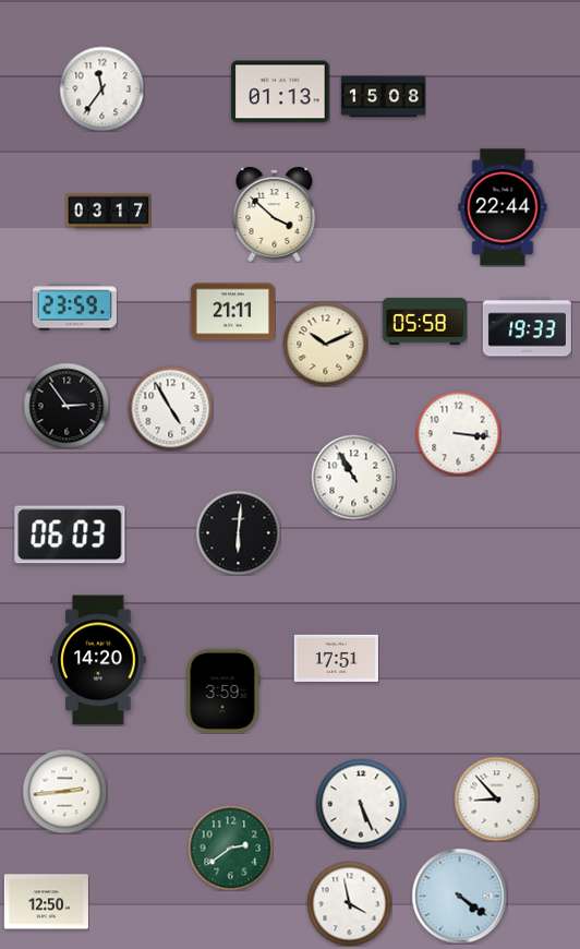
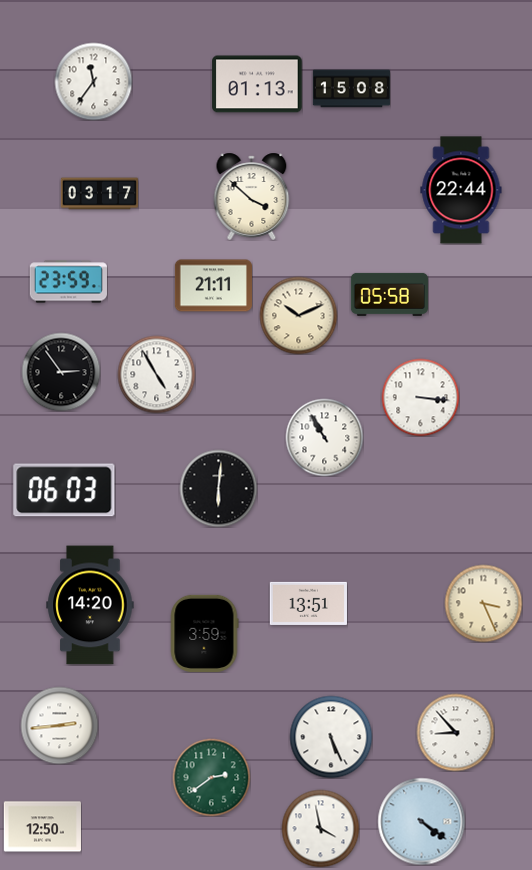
clock at (527, 327): 19:33 -> none
clock at (336, 658): 17:51 -> 13:51
clock at (483, 603): none -> 3:26
